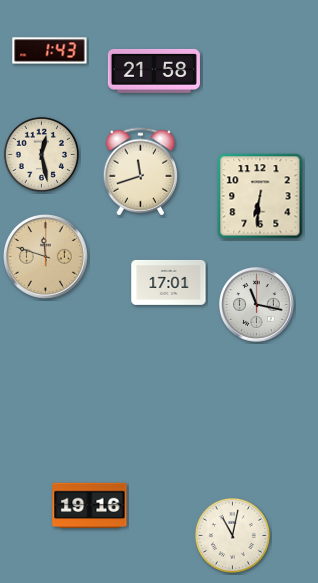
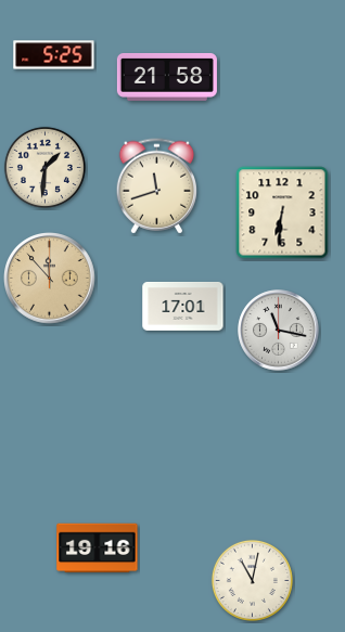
clock at (50, 51): 1:43 -> 5:25
clock at (41, 154): 12:28 -> 1:31
clock at (140, 172) position: (140, 172) -> (156, 186)
clock at (46, 257): 11:48 -> 11:53
